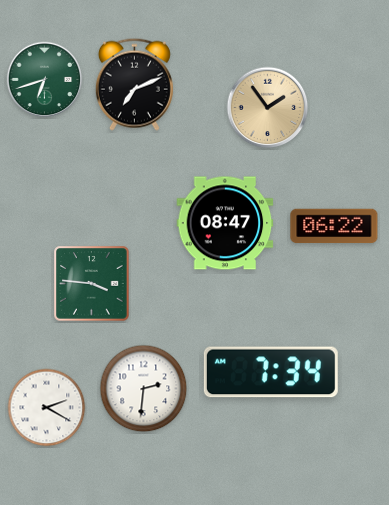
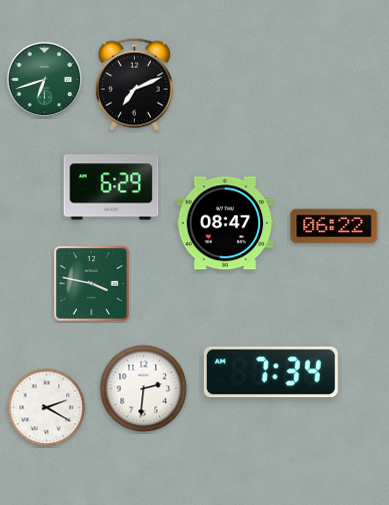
clock at (268, 108): 1:54 -> none
clock at (111, 187): none -> 6:29
clock at (92, 284): 3:46 -> 3:47
